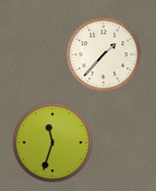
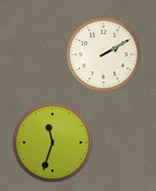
clock at (104, 55): 1:37 -> 2:10
